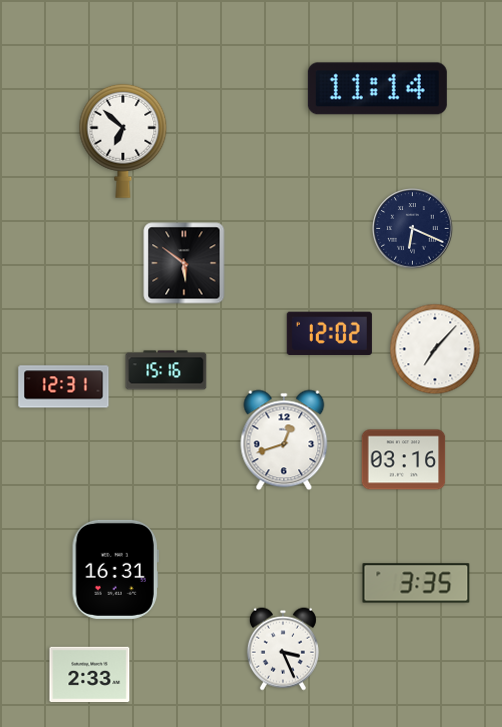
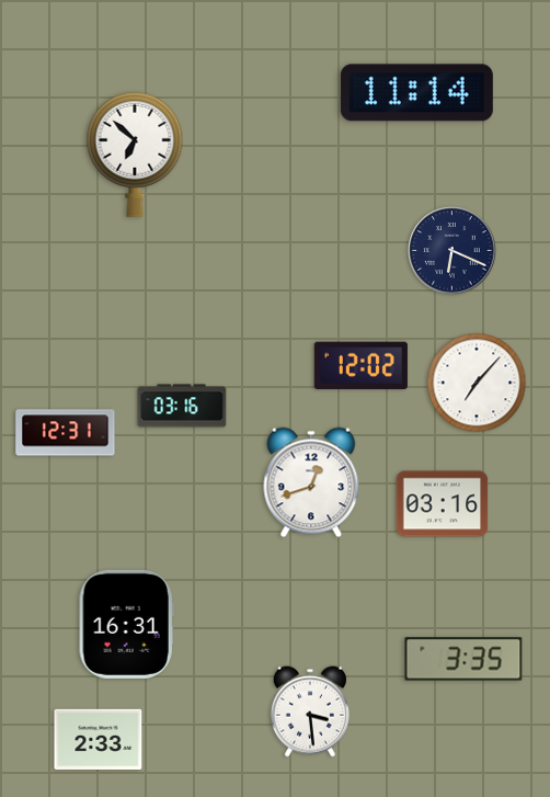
clock at (377, 89) position: (377, 89) -> (416, 93)
clock at (184, 263): 5:51 -> none
clock at (166, 370): 15:16 -> 03:16
clock at (64, 387) position: (64, 387) -> (66, 433)
clock at (416, 583) position: (416, 583) -> (463, 659)
clock at (283, 649): 3:26 -> 3:29
